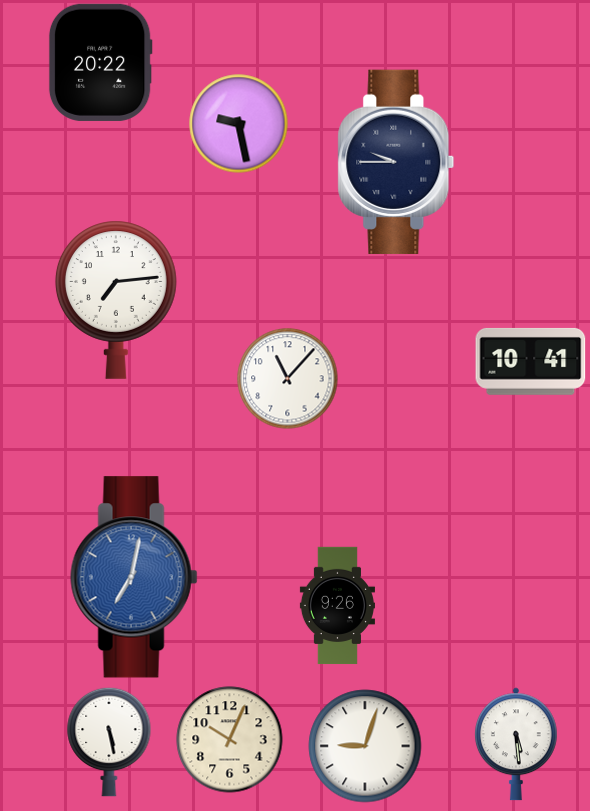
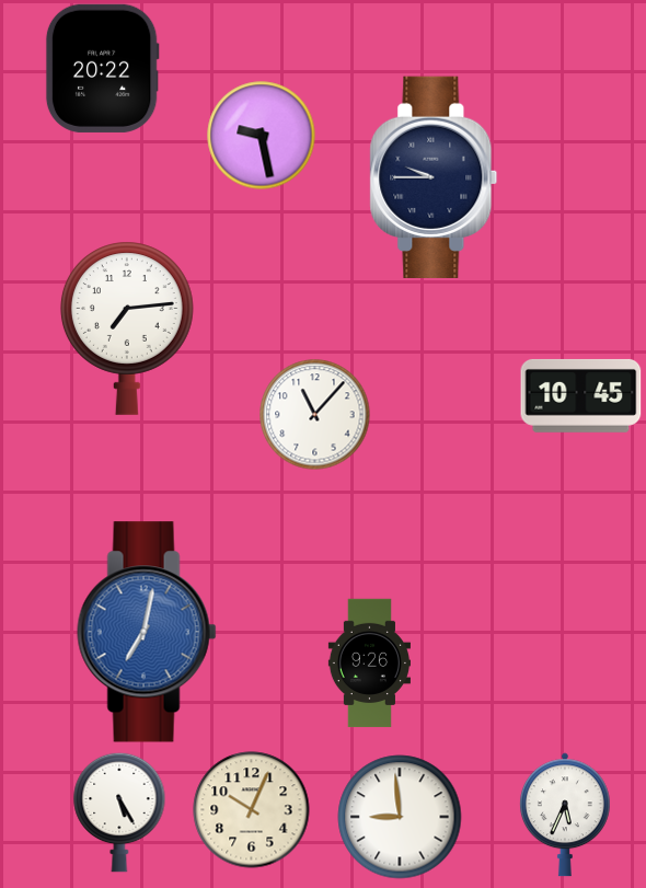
clock at (100, 62) position: (100, 62) -> (102, 68)
clock at (531, 361): 10:41 -> 10:45
clock at (109, 742): 5:28 -> 5:25
clock at (516, 744): 5:29 -> 5:34
clock at (365, 746): 9:03 -> 8:59
